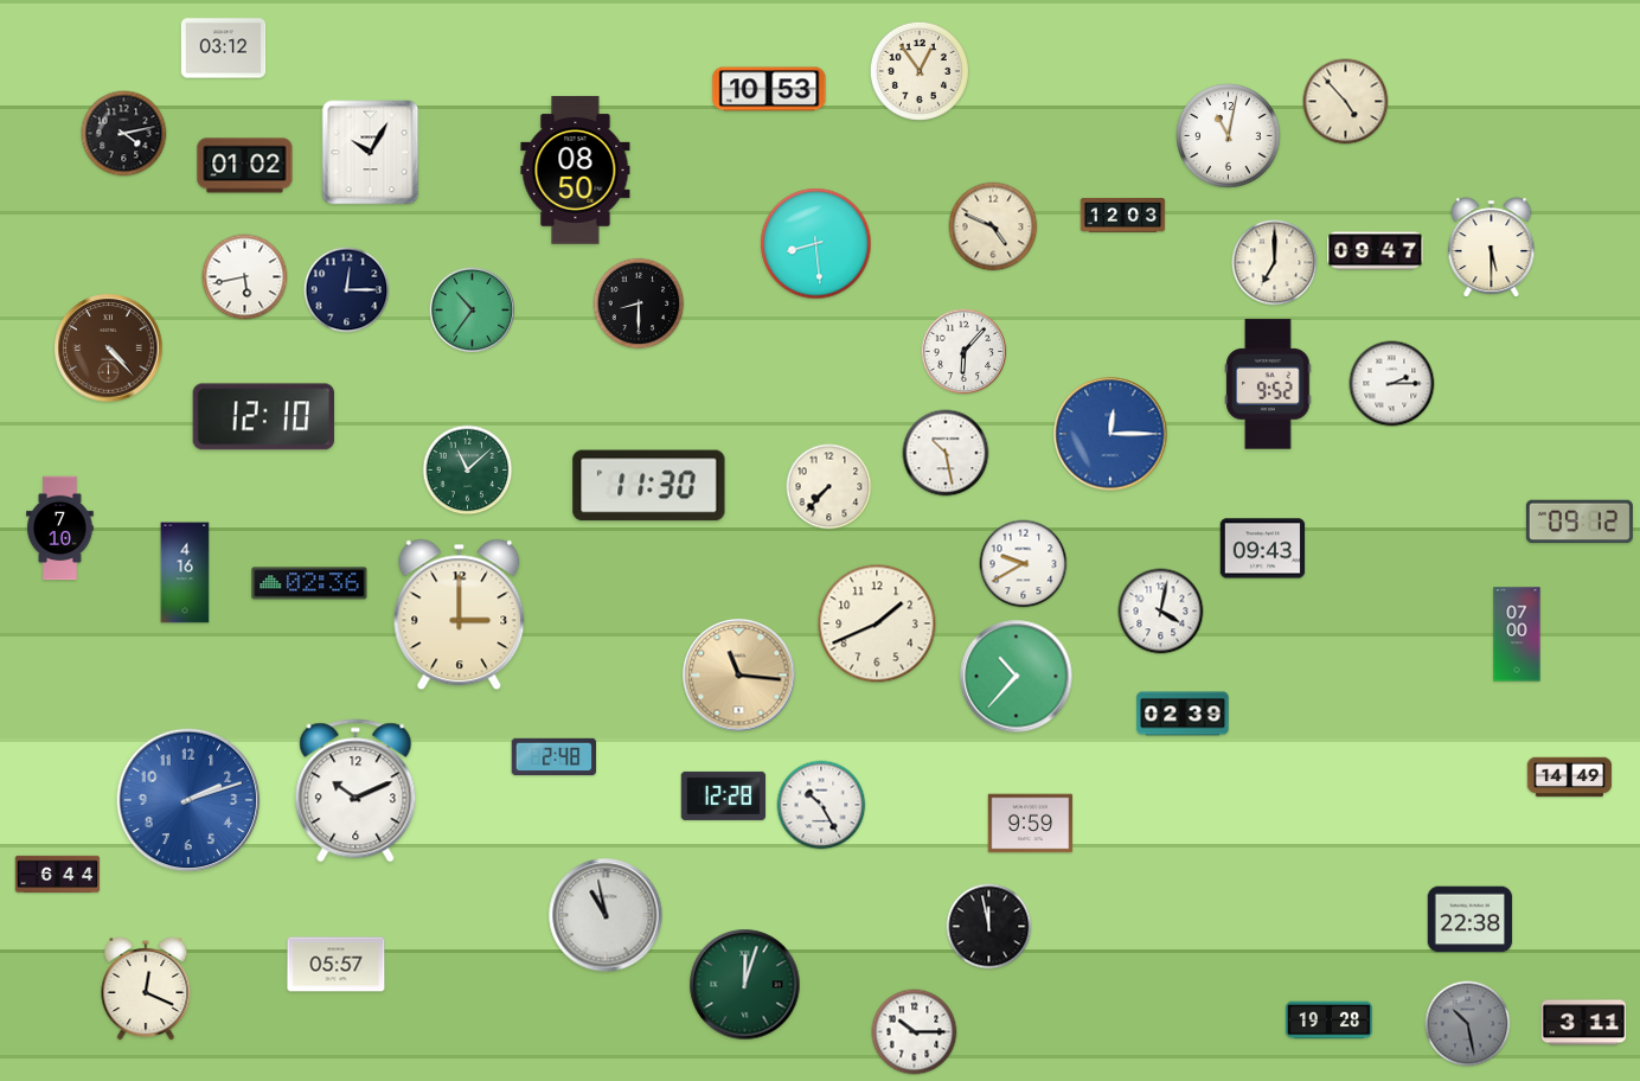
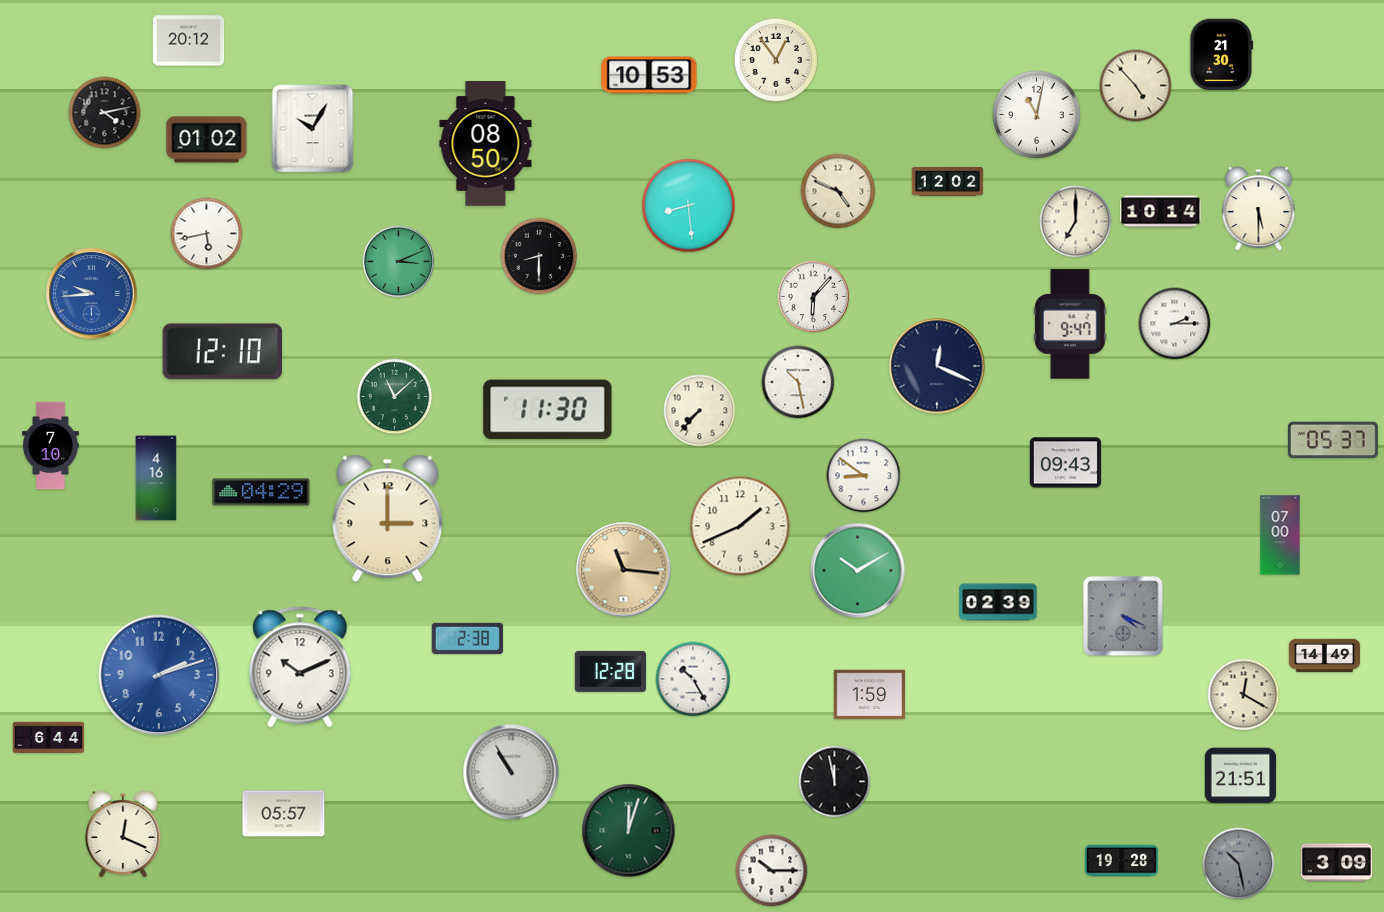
clock at (224, 49): 03:12 -> 20:12
clock at (1222, 55): none -> 21:30
clock at (1123, 216): 12:03 -> 12:02
clock at (1376, 251): 09:47 -> 10:14
clock at (347, 290): 12:15 -> none
clock at (473, 311): 10:36 -> 3:11
clock at (109, 348): 4:23 -> 9:44
clock at (109, 348) dial: brown -> blue
clock at (1268, 384): 9:52 -> 9:47
clock at (1110, 434): 12:15 -> 12:19
clock at (1110, 434) dial: blue -> navy
clock at (1580, 522): 09:12 -> 05:37
clock at (1024, 564): 9:40 -> 8:51
clock at (185, 573) position: (185, 573) -> (156, 478)
clock at (309, 583): 02:36 -> 04:29
clock at (1161, 612): 4:02 -> none
clock at (1017, 677): 10:37 -> 10:10
clock at (1123, 616): none -> 4:19
clock at (555, 756): 2:48 -> 2:38
clock at (1031, 824): 9:59 -> 1:59
clock at (1244, 695): none -> 12:20
clock at (606, 915): 10:58 -> 10:55
clock at (1471, 920): 22:38 -> 21:51
clock at (1584, 1023): 3:11 -> 3:09
